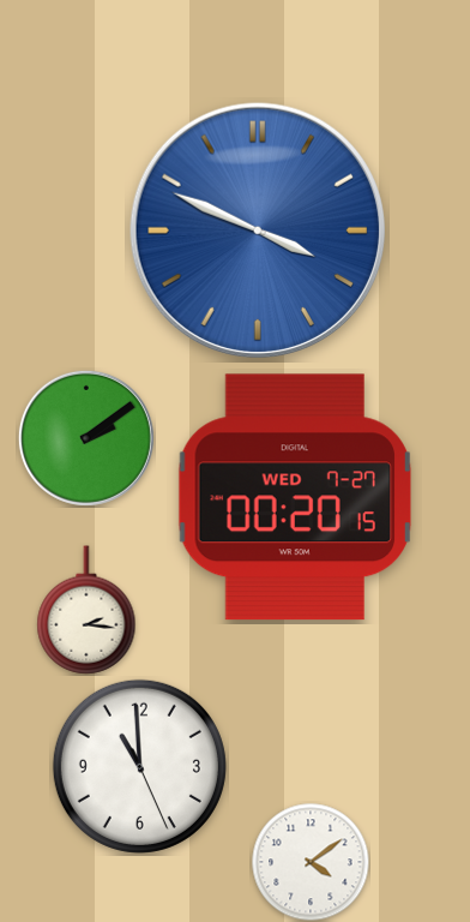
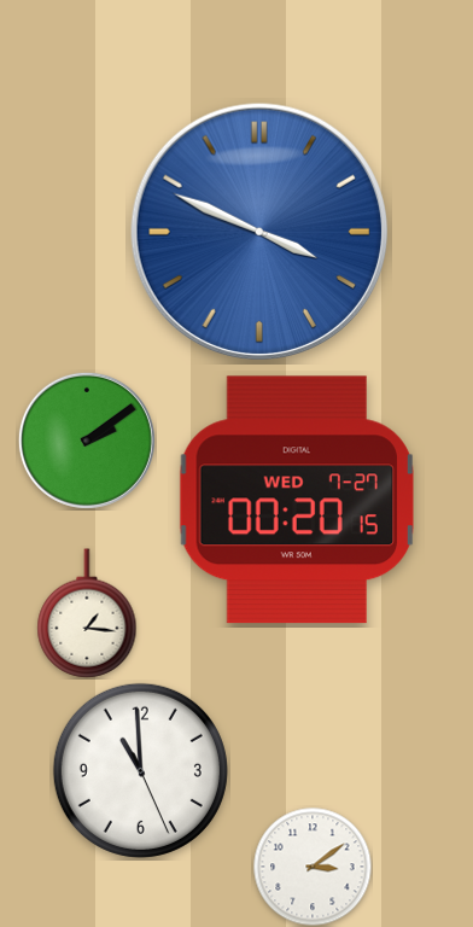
clock at (86, 610): 2:16 -> 1:16
clock at (311, 862): 4:09 -> 3:09
